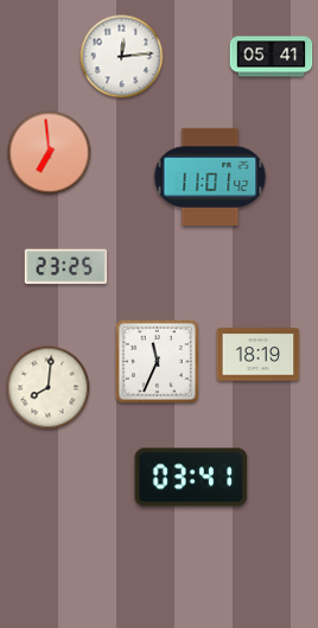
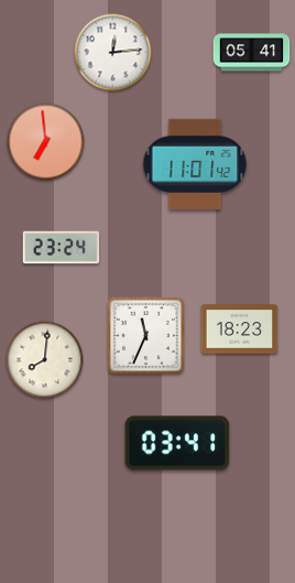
clock at (66, 267): 23:25 -> 23:24
clock at (259, 355): 18:19 -> 18:23
